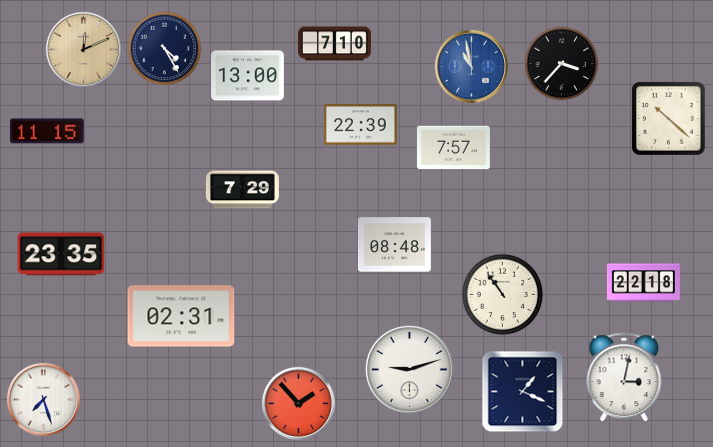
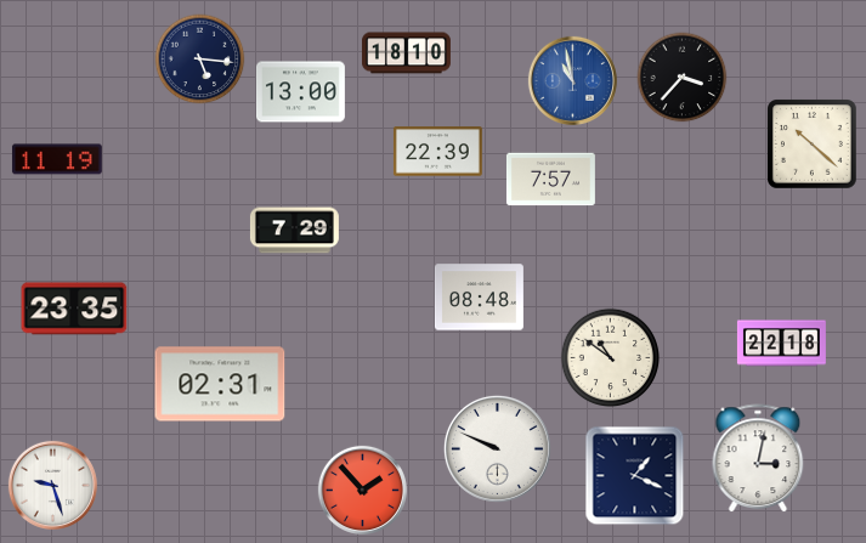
clock at (334, 44): 7:10 -> 18:10
clock at (83, 49): 12:11 -> none
clock at (165, 49): 4:25 -> 5:16
clock at (47, 131): 11:15 -> 11:19
clock at (503, 295): 10:54 -> 10:51
clock at (409, 369): 9:12 -> 9:49
clock at (43, 399): 7:27 -> 9:27
